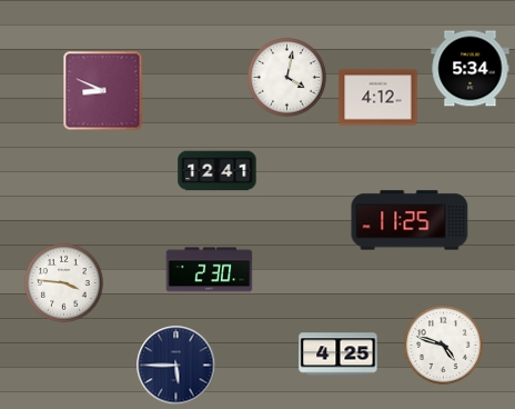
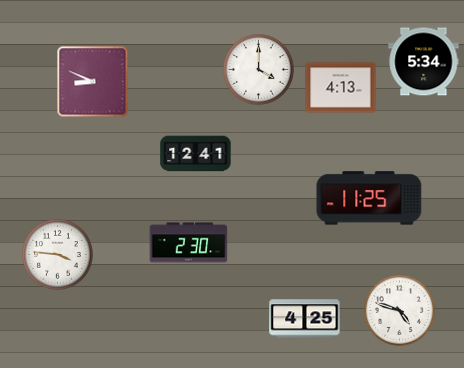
clock at (287, 78): 4:02 -> 4:00
clock at (378, 98): 4:12 -> 4:13
clock at (176, 366): 5:45 -> none
